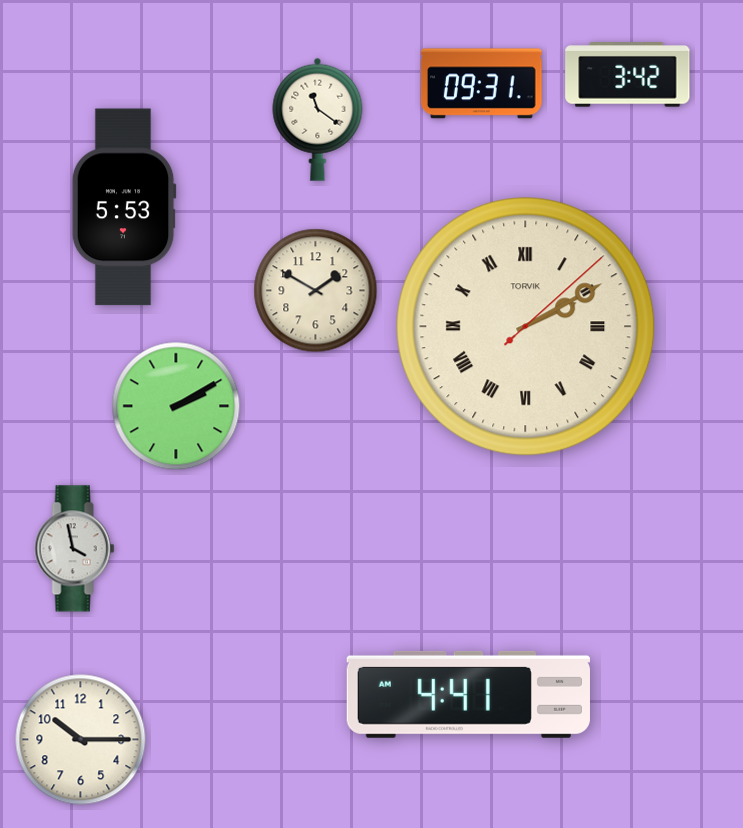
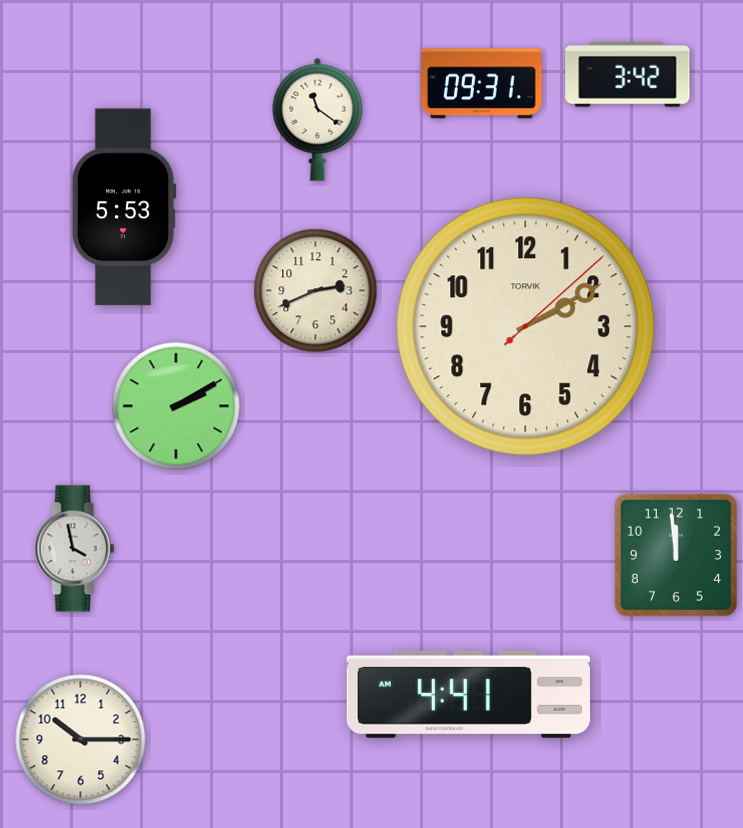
clock at (316, 291): 1:50 -> 2:41
clock at (526, 327) numerals: Roman -> Arabic
clock at (676, 555): none -> 11:59
